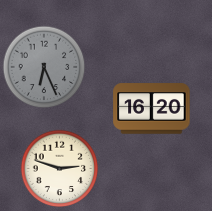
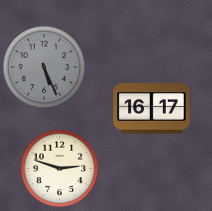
clock at (44, 67): 6:26 -> 5:26
clock at (152, 109): 16:20 -> 16:17
